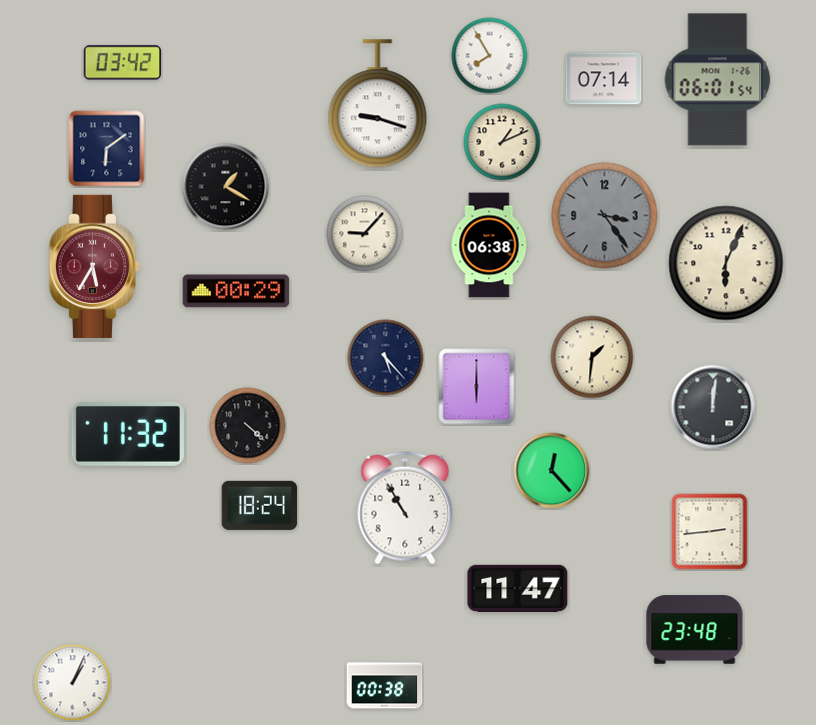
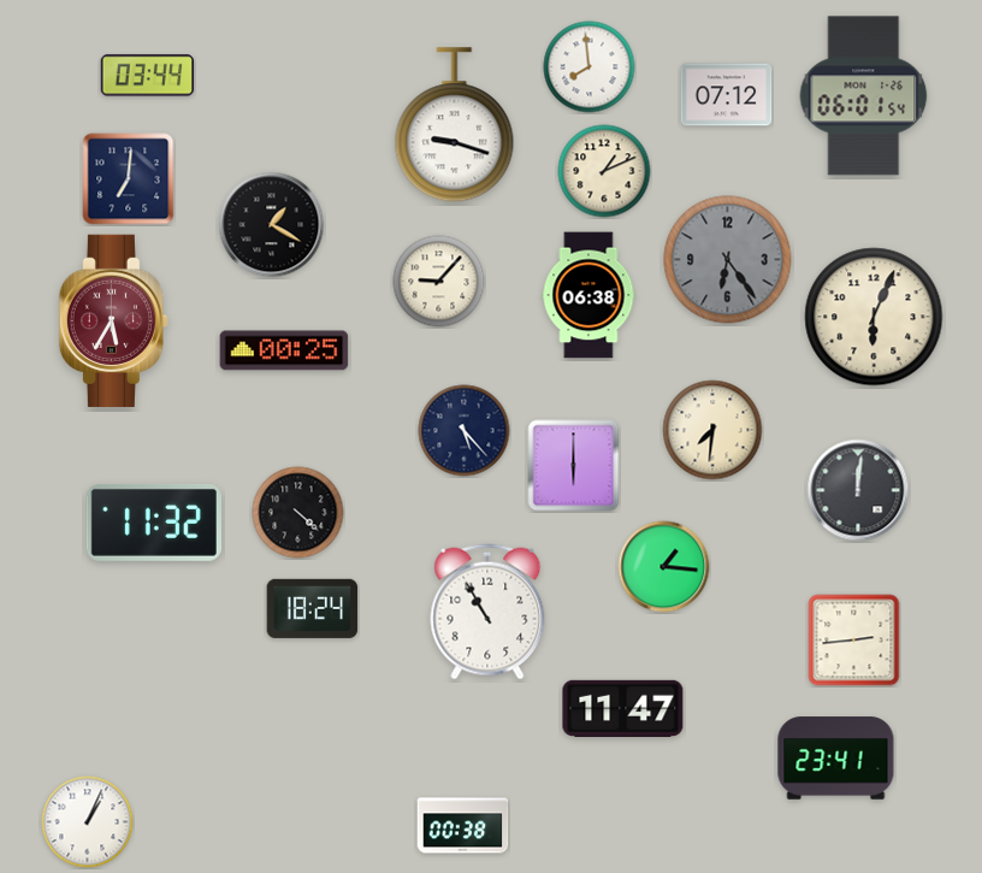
clock at (490, 56): 7:55 -> 7:59
clock at (123, 63): 03:42 -> 03:44
clock at (604, 79): 07:14 -> 07:12
clock at (107, 149): 6:09 -> 7:01
clock at (605, 216): 3:24 -> 6:24
clock at (236, 291): 00:29 -> 00:25
clock at (592, 357): 1:31 -> 7:31
clock at (552, 471): 12:23 -> 1:16
clock at (695, 630): 23:48 -> 23:41
